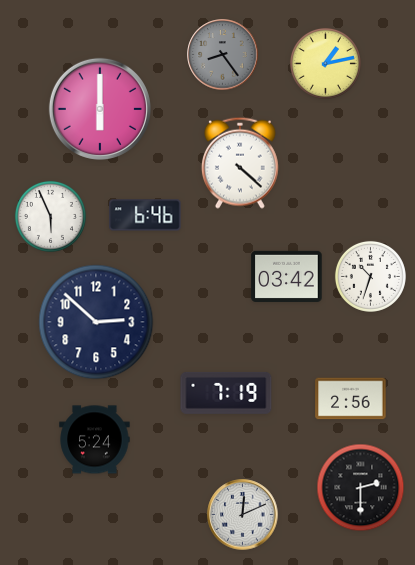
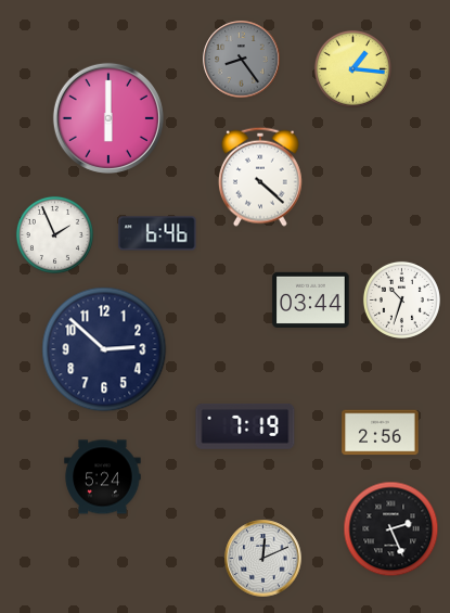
clock at (325, 63): 1:13 -> 1:16
clock at (50, 216): 5:56 -> 1:56
clock at (287, 276): 03:42 -> 03:44
clock at (361, 488): 2:30 -> 2:26
